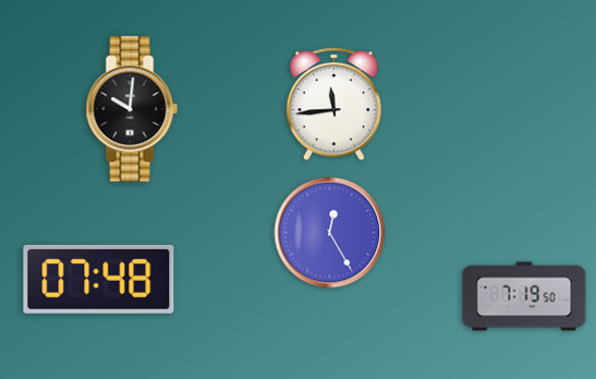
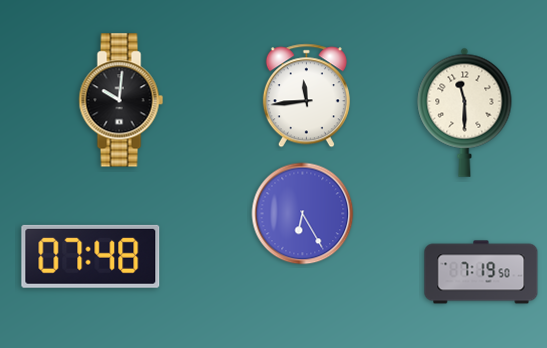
clock at (465, 112): none -> 11:30
clock at (330, 233): 12:25 -> 6:25
